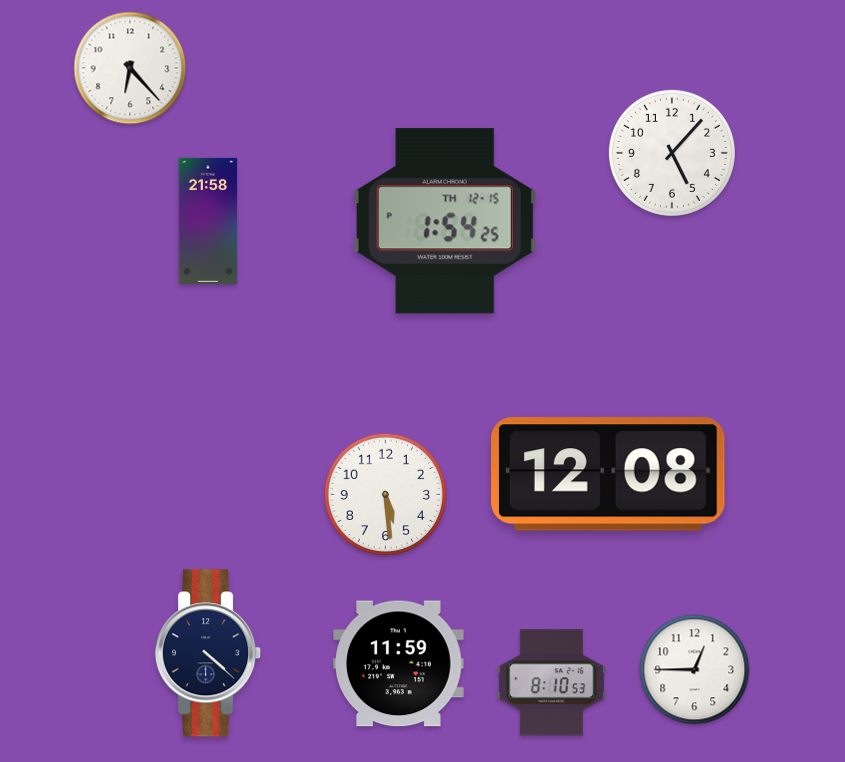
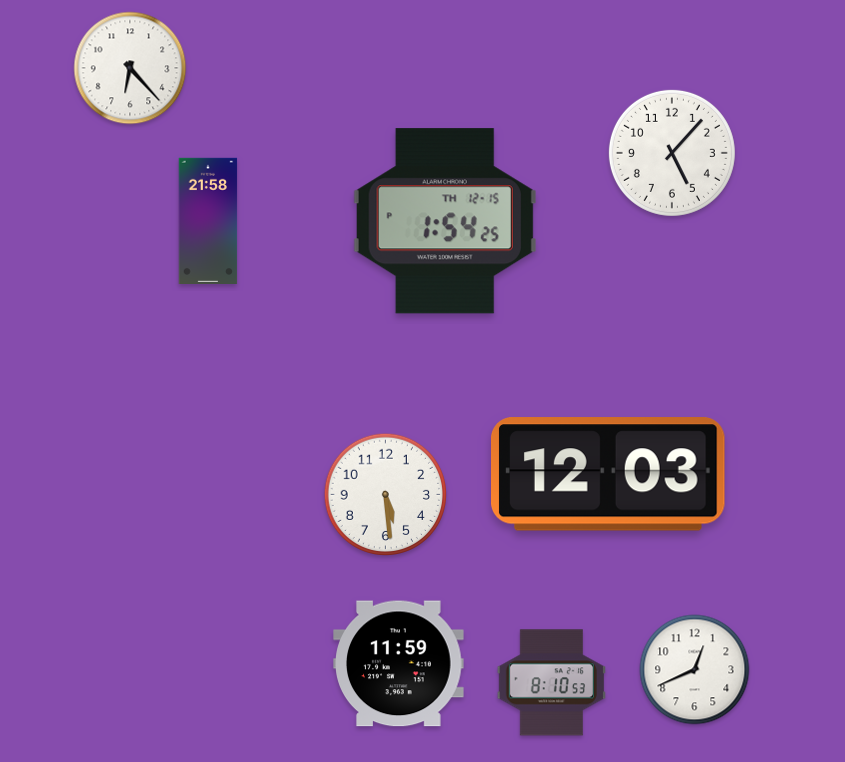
clock at (609, 474): 12:08 -> 12:03
clock at (208, 653): 4:22 -> none
clock at (695, 670): 12:45 -> 12:41
